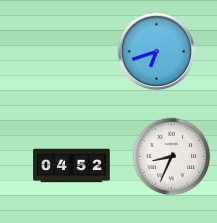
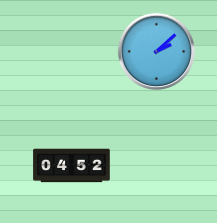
clock at (156, 51): 6:42 -> 2:08
clock at (171, 156): 8:34 -> none
